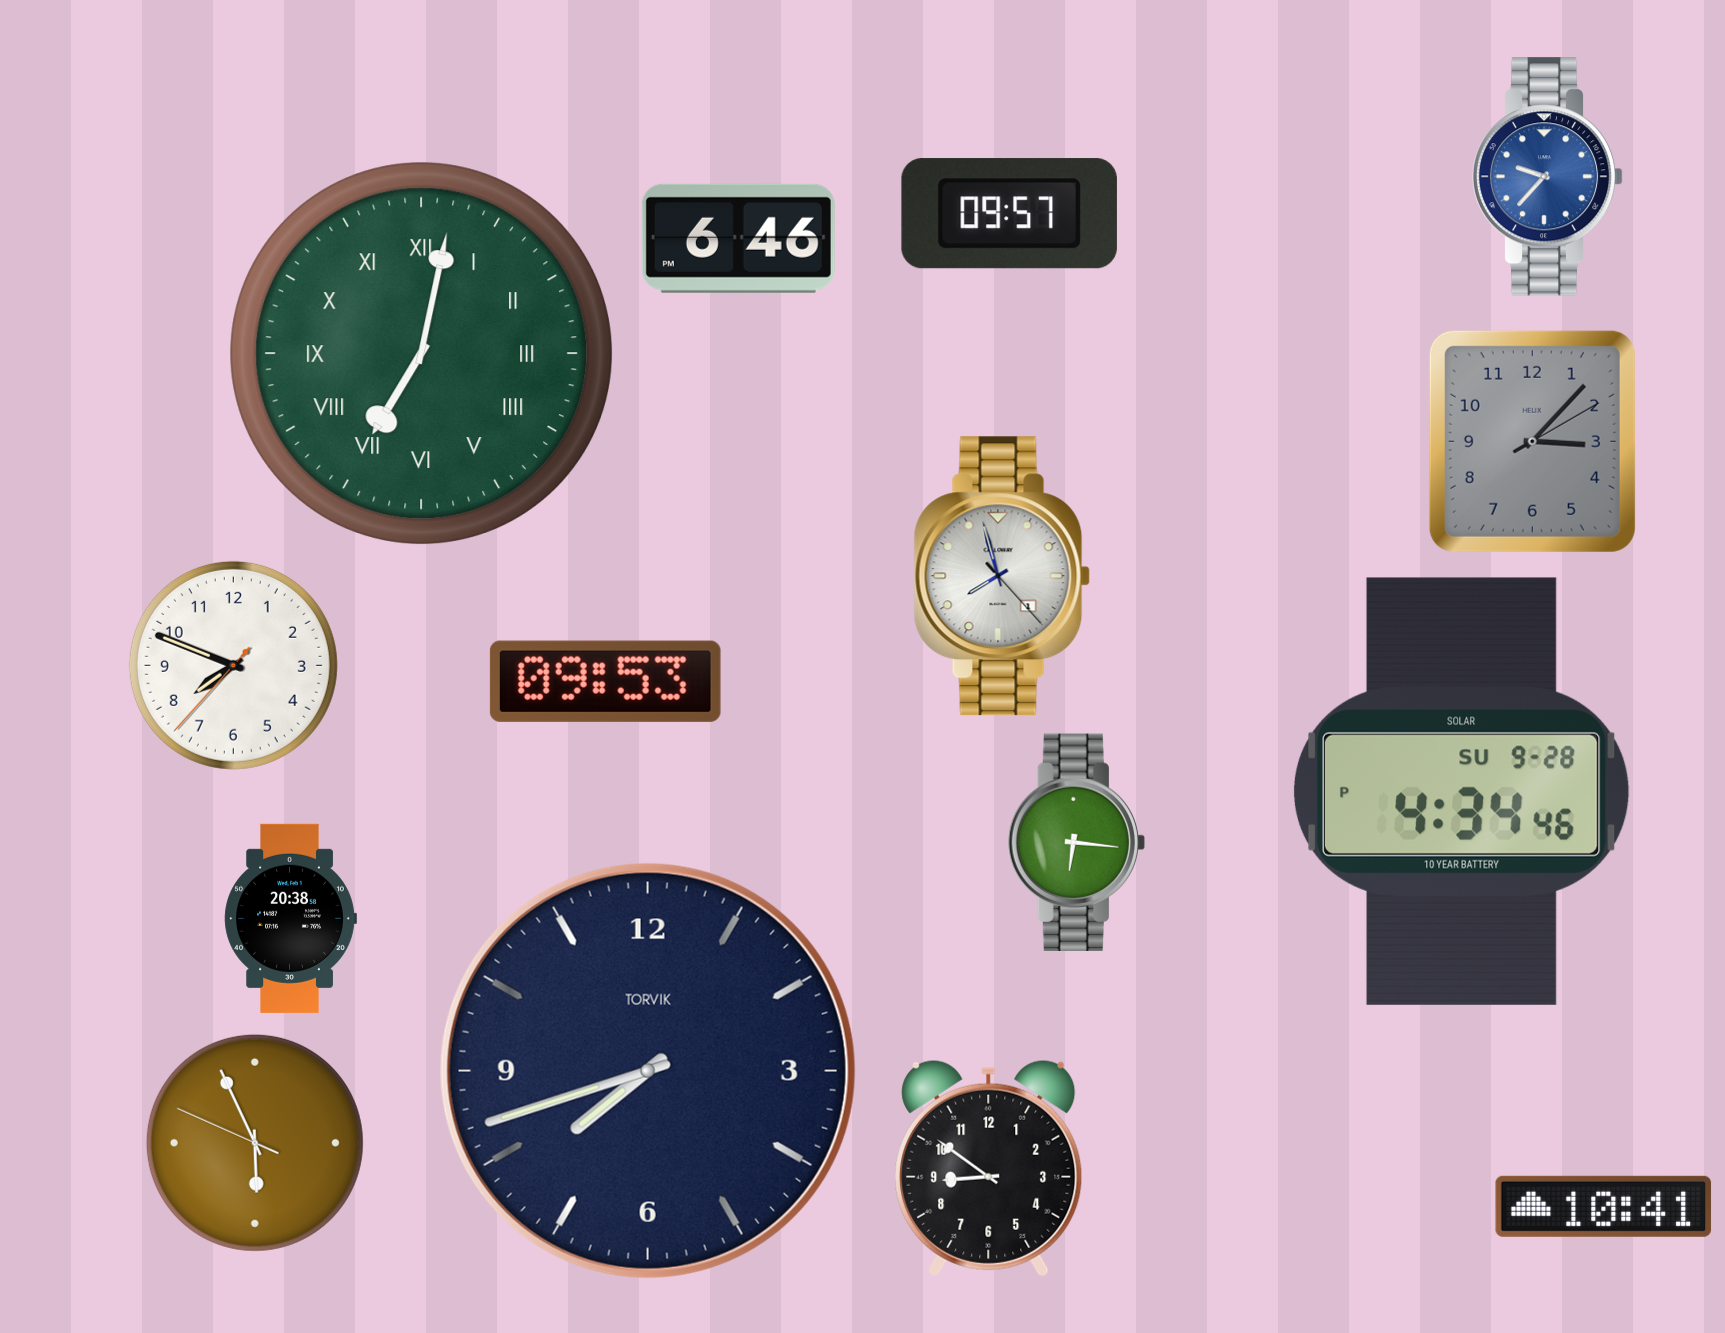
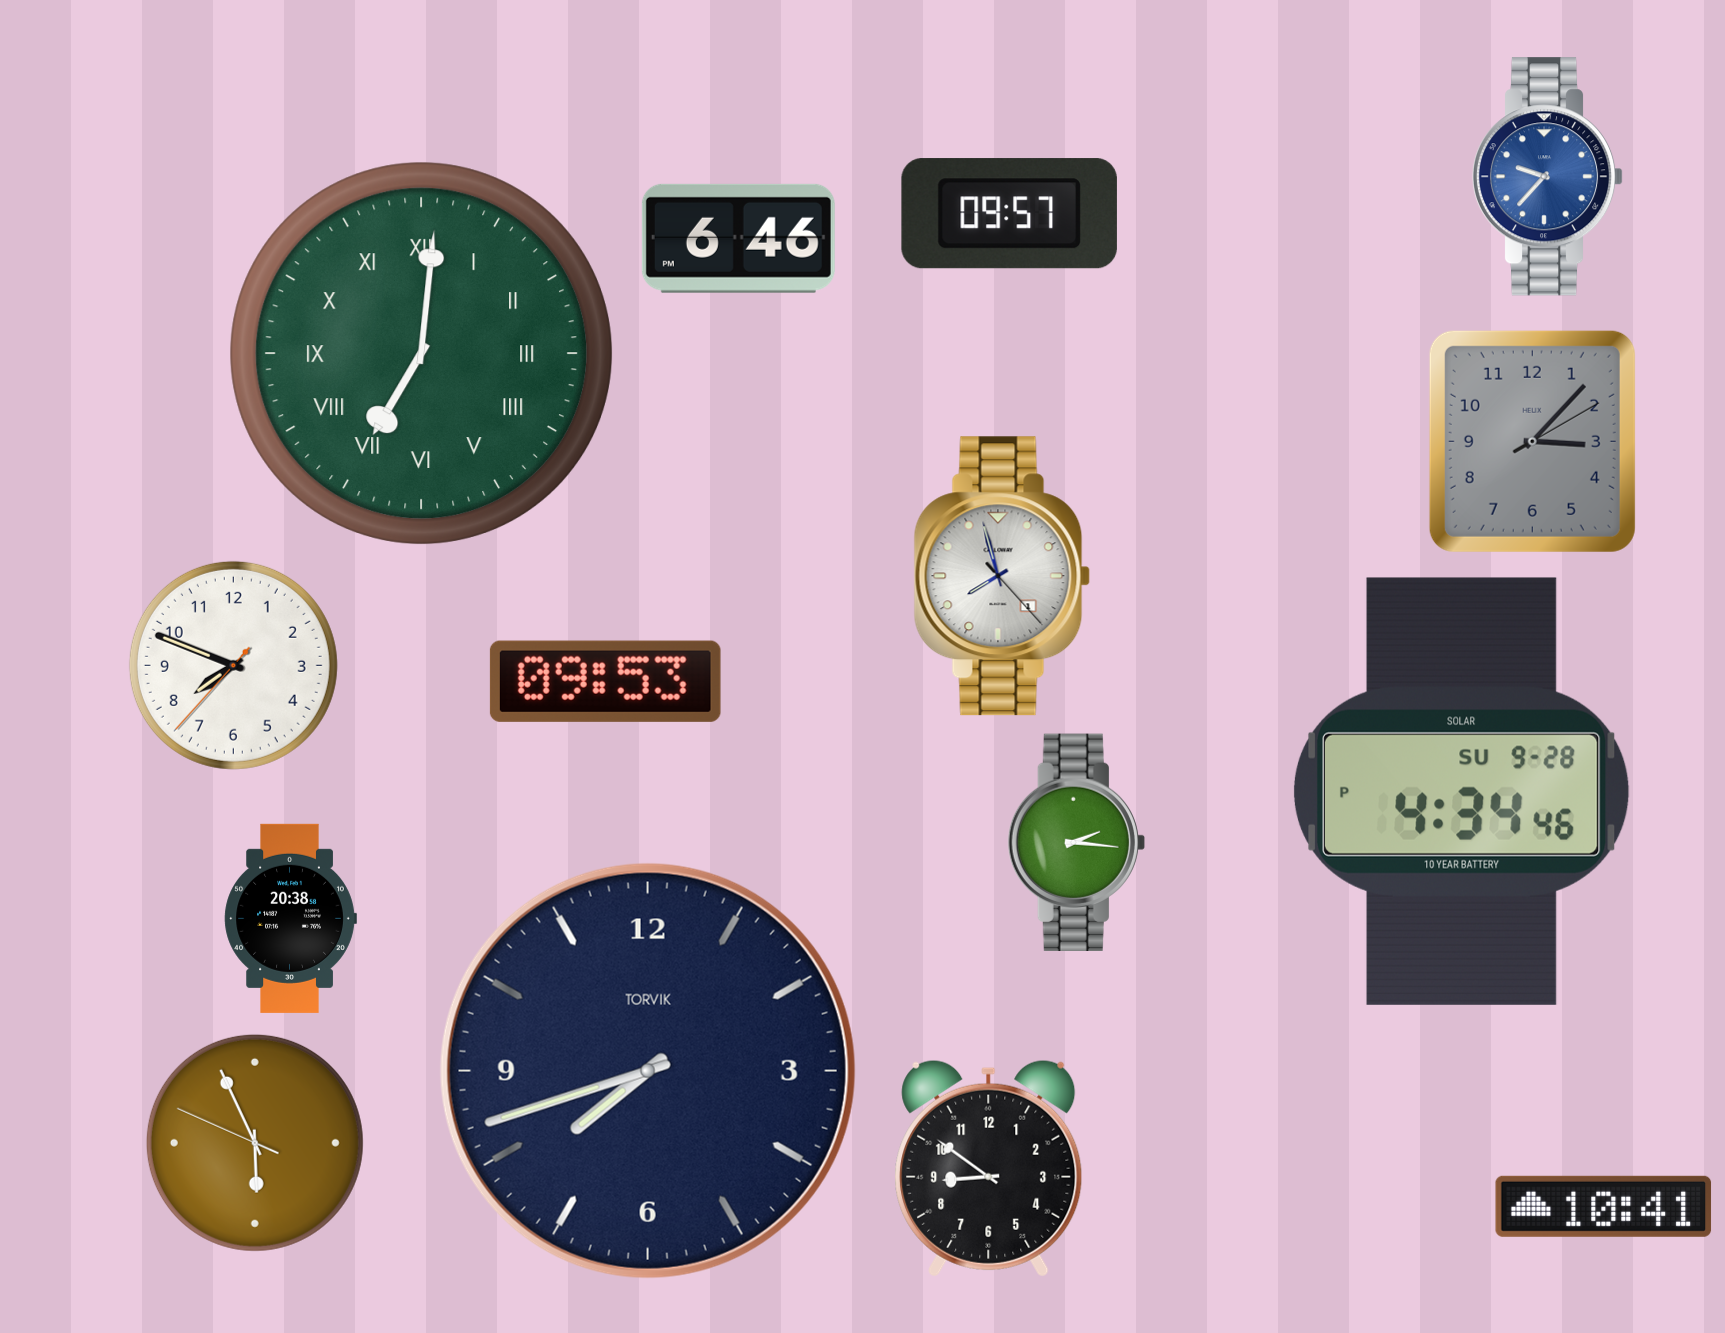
clock at (421, 353): 7:02 -> 7:01
clock at (1076, 842): 6:16 -> 2:16
